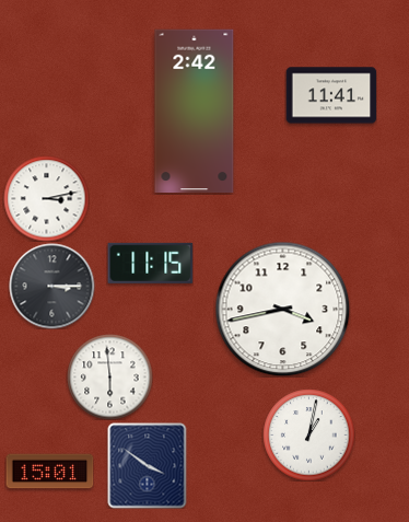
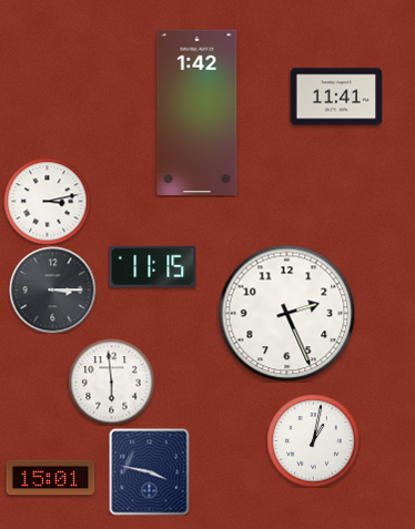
clock at (195, 112): 2:42 -> 1:42
clock at (282, 309): 3:43 -> 2:26
clock at (148, 465): 3:51 -> 3:47
